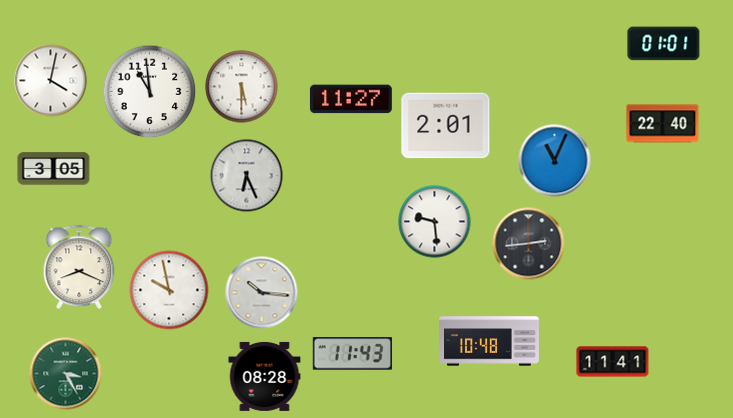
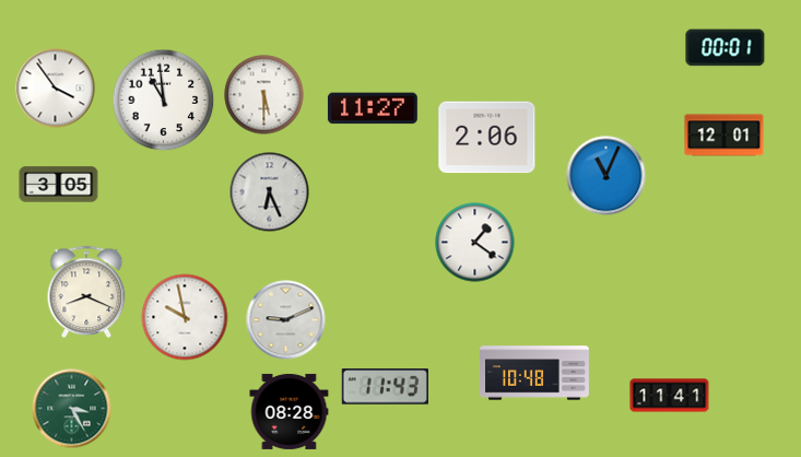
clock at (664, 44): 01:01 -> 00:01
clock at (51, 81): 4:02 -> 3:54
clock at (351, 99) position: (351, 99) -> (373, 108)
clock at (663, 124): 22:40 -> 12:01
clock at (446, 126): 2:01 -> 2:06
clock at (435, 222): 9:29 -> 1:21
clock at (529, 244): 2:44 -> none
clock at (262, 293): 10:16 -> 9:11
